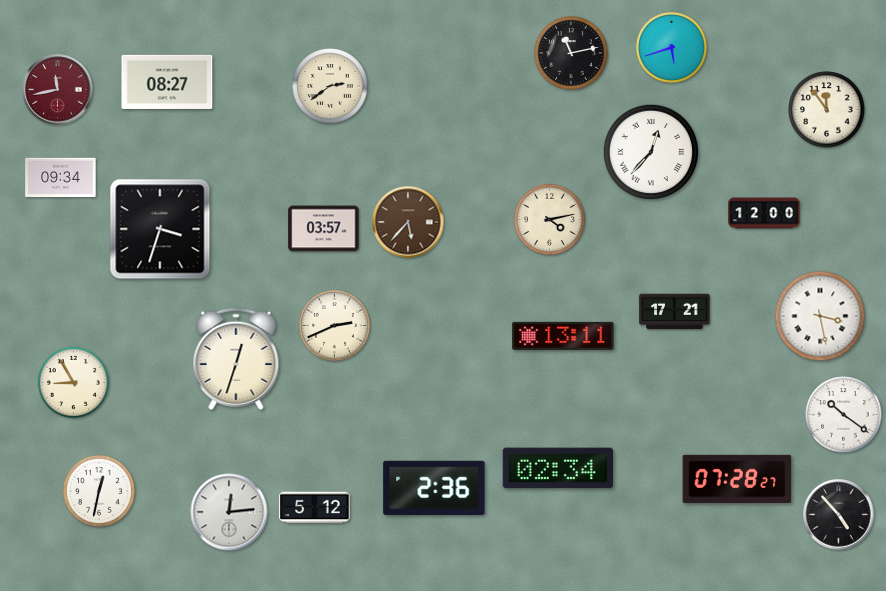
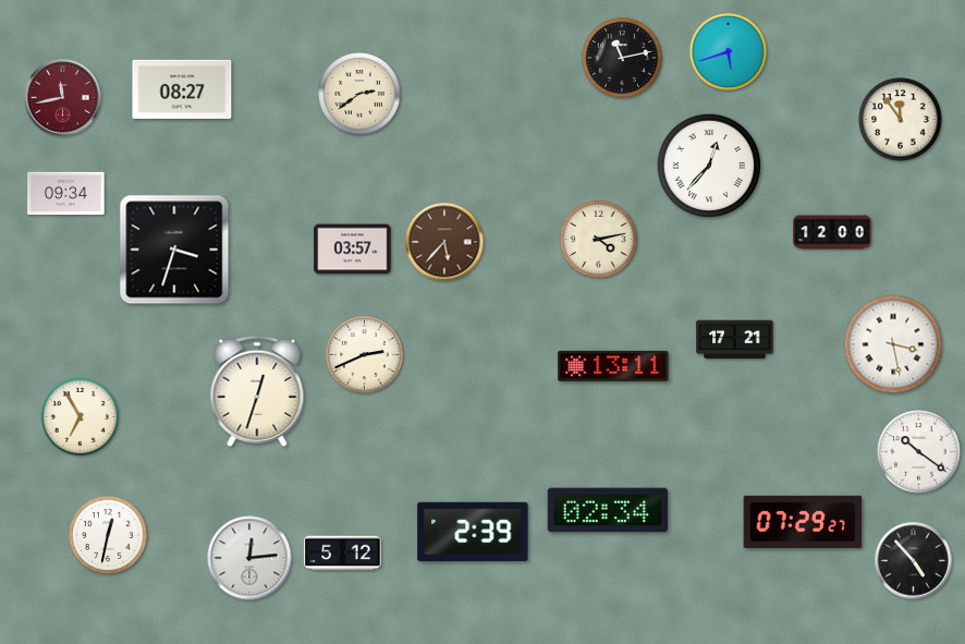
clock at (671, 47) position: (671, 47) -> (728, 51)
clock at (73, 382): 8:55 -> 6:55
clock at (737, 479): 07:28 -> 07:29
clock at (434, 488): 2:36 -> 2:39
